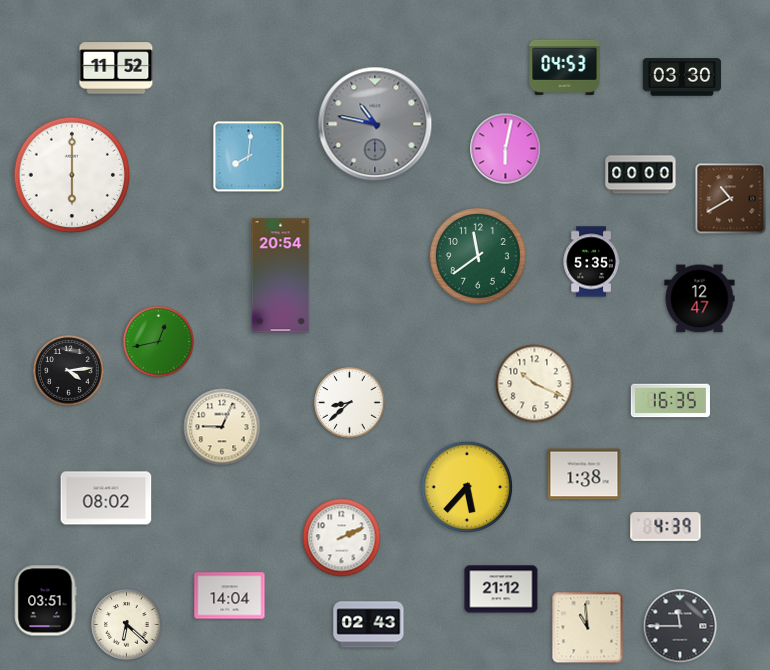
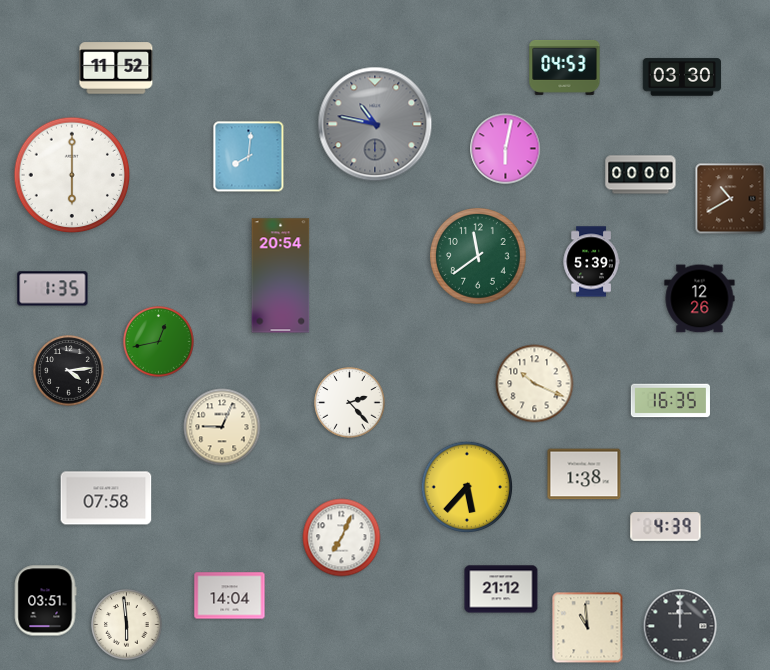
clock at (591, 262): 5:35 -> 5:39
clock at (53, 289): none -> 1:35
clock at (700, 299): 12:47 -> 12:26
clock at (350, 403): 8:38 -> 2:23
clock at (106, 498): 08:02 -> 07:58
clock at (342, 538): 2:11 -> 7:04
clock at (127, 625): 6:22 -> 5:59
clock at (369, 625): 02:43 -> none
clock at (680, 626): 11:45 -> 12:00
